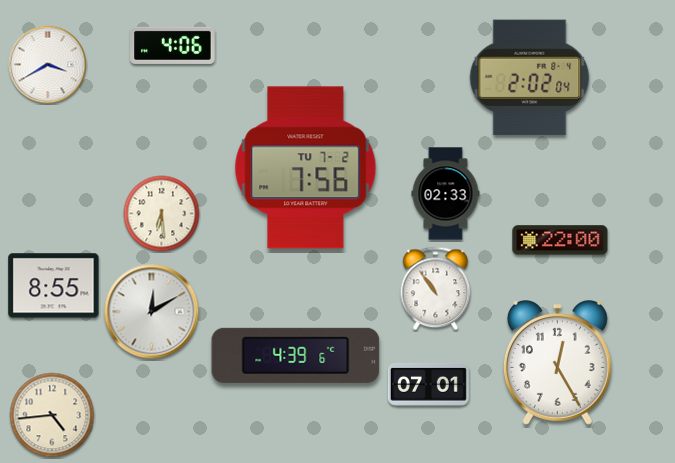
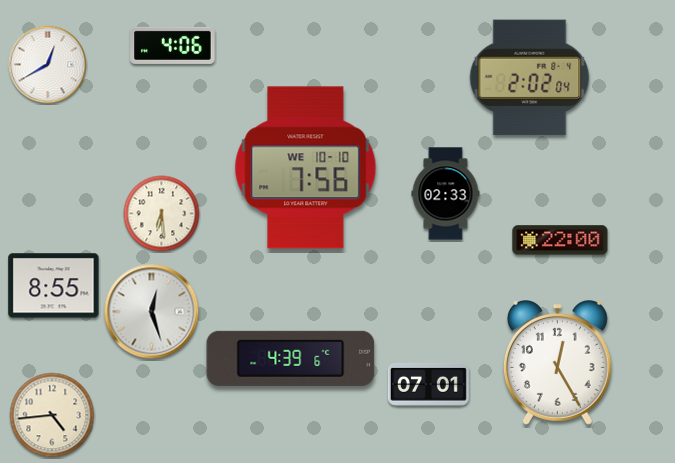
clock at (48, 65): 3:40 -> 12:40
clock at (306, 168) date: TU 7-2 -> WE 10-10
clock at (436, 289): 10:54 -> none
clock at (152, 312): 12:10 -> 12:27
clock at (296, 355) position: (296, 355) -> (291, 358)
